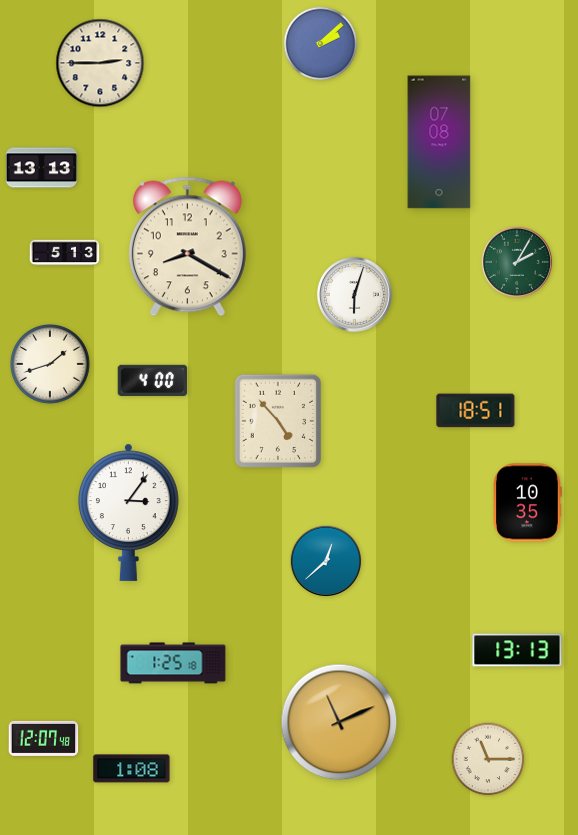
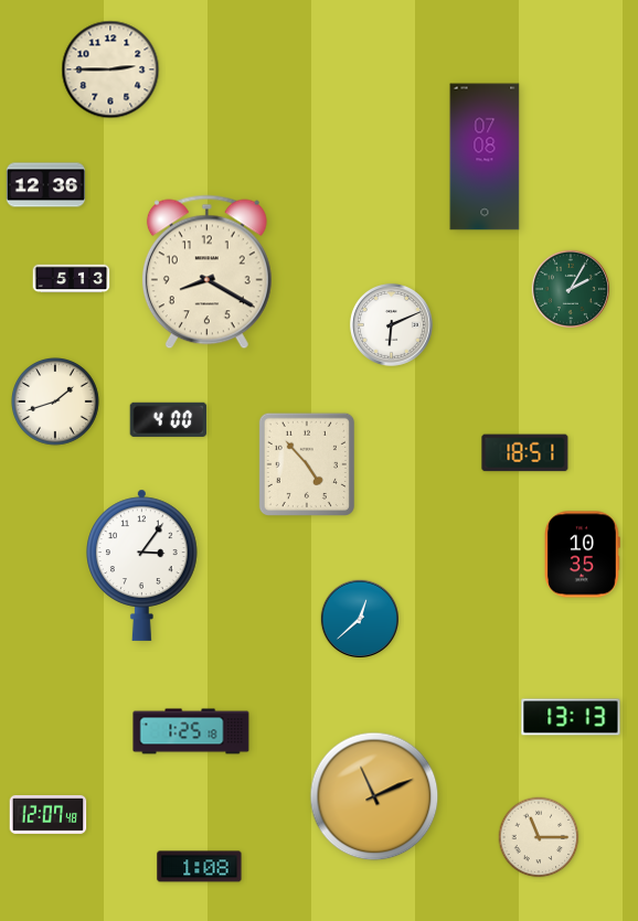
clock at (321, 44): 2:08 -> none
clock at (41, 168): 13:13 -> 12:36
clock at (354, 294): 6:03 -> 6:11
clock at (132, 769) position: (132, 769) -> (200, 867)
